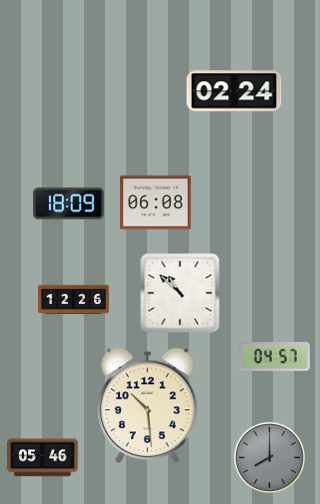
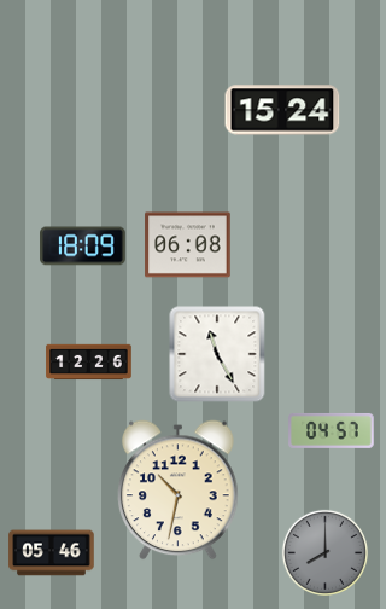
clock at (234, 91): 02:24 -> 15:24
clock at (180, 293): 10:52 -> 11:25
clock at (148, 406): 10:29 -> 10:32
